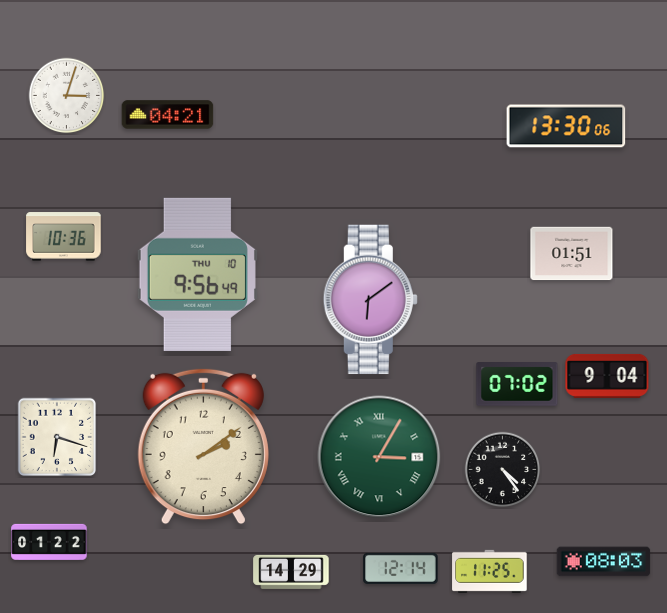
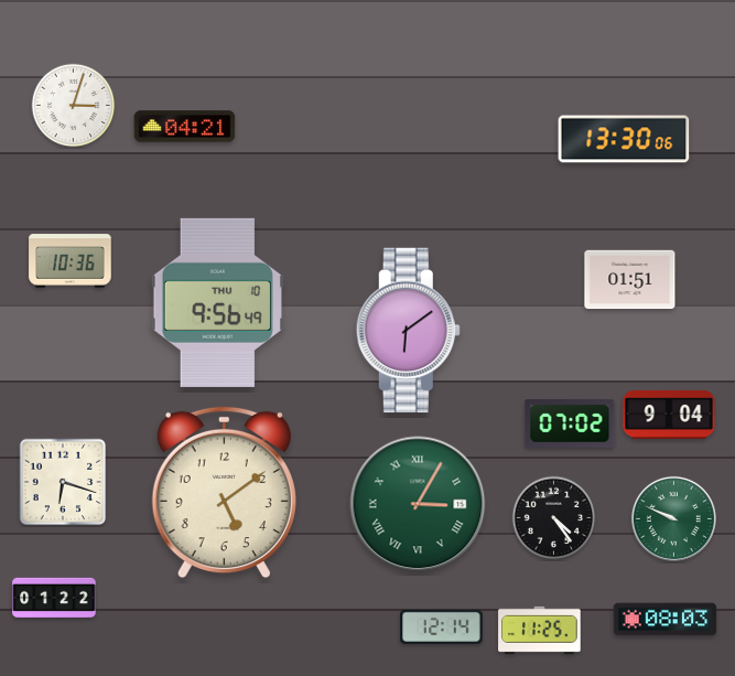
clock at (203, 447): 2:09 -> 5:09
clock at (673, 518): none -> 9:49
clock at (291, 572): 14:29 -> none
